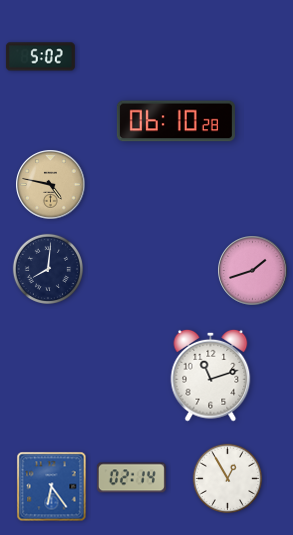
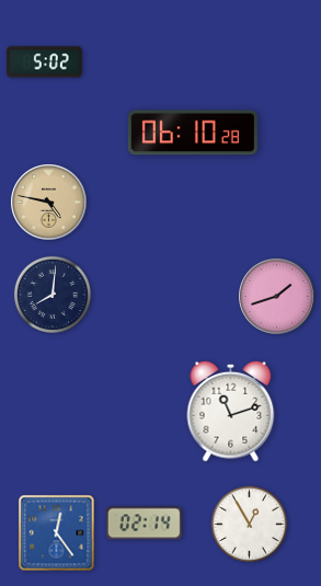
clock at (51, 185) position: (51, 185) -> (49, 203)
clock at (52, 487): 6:24 -> 12:24
